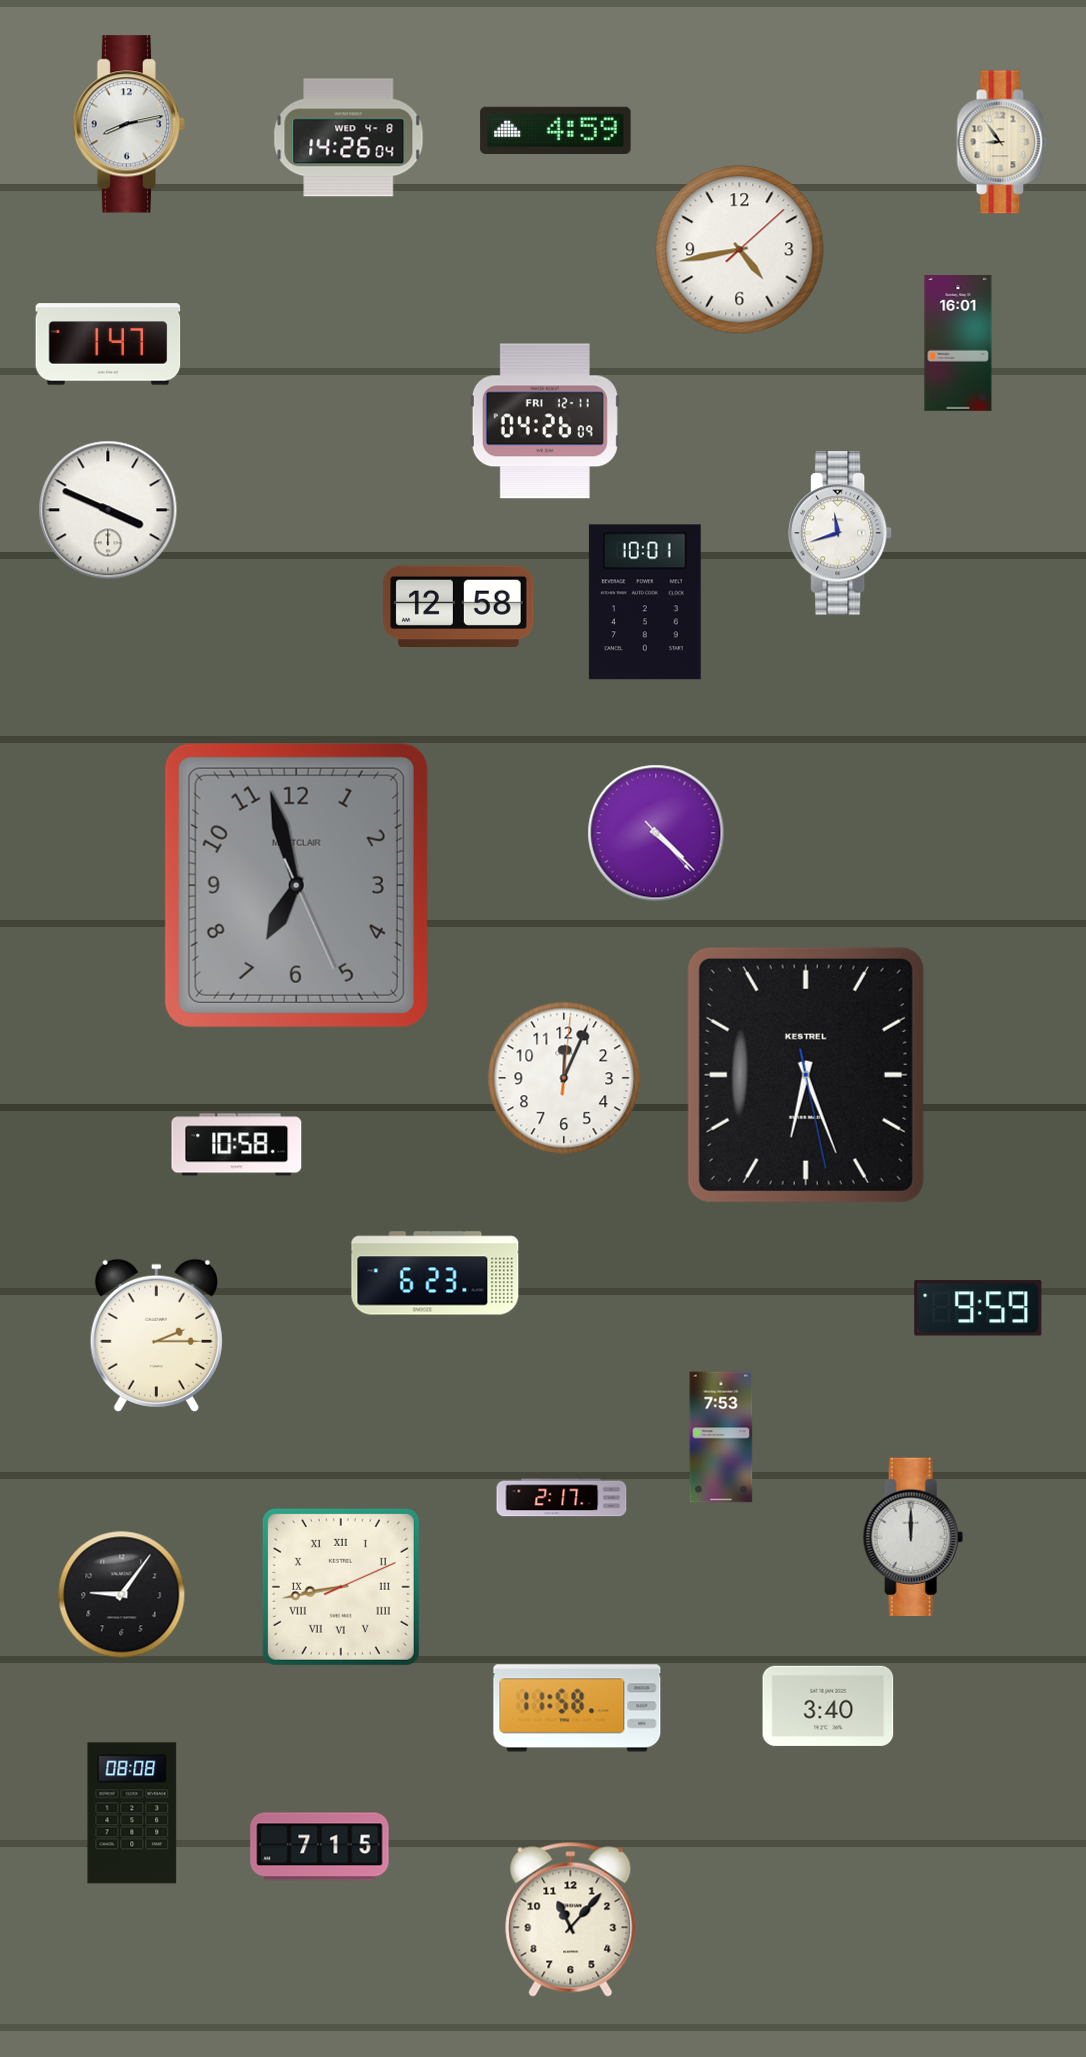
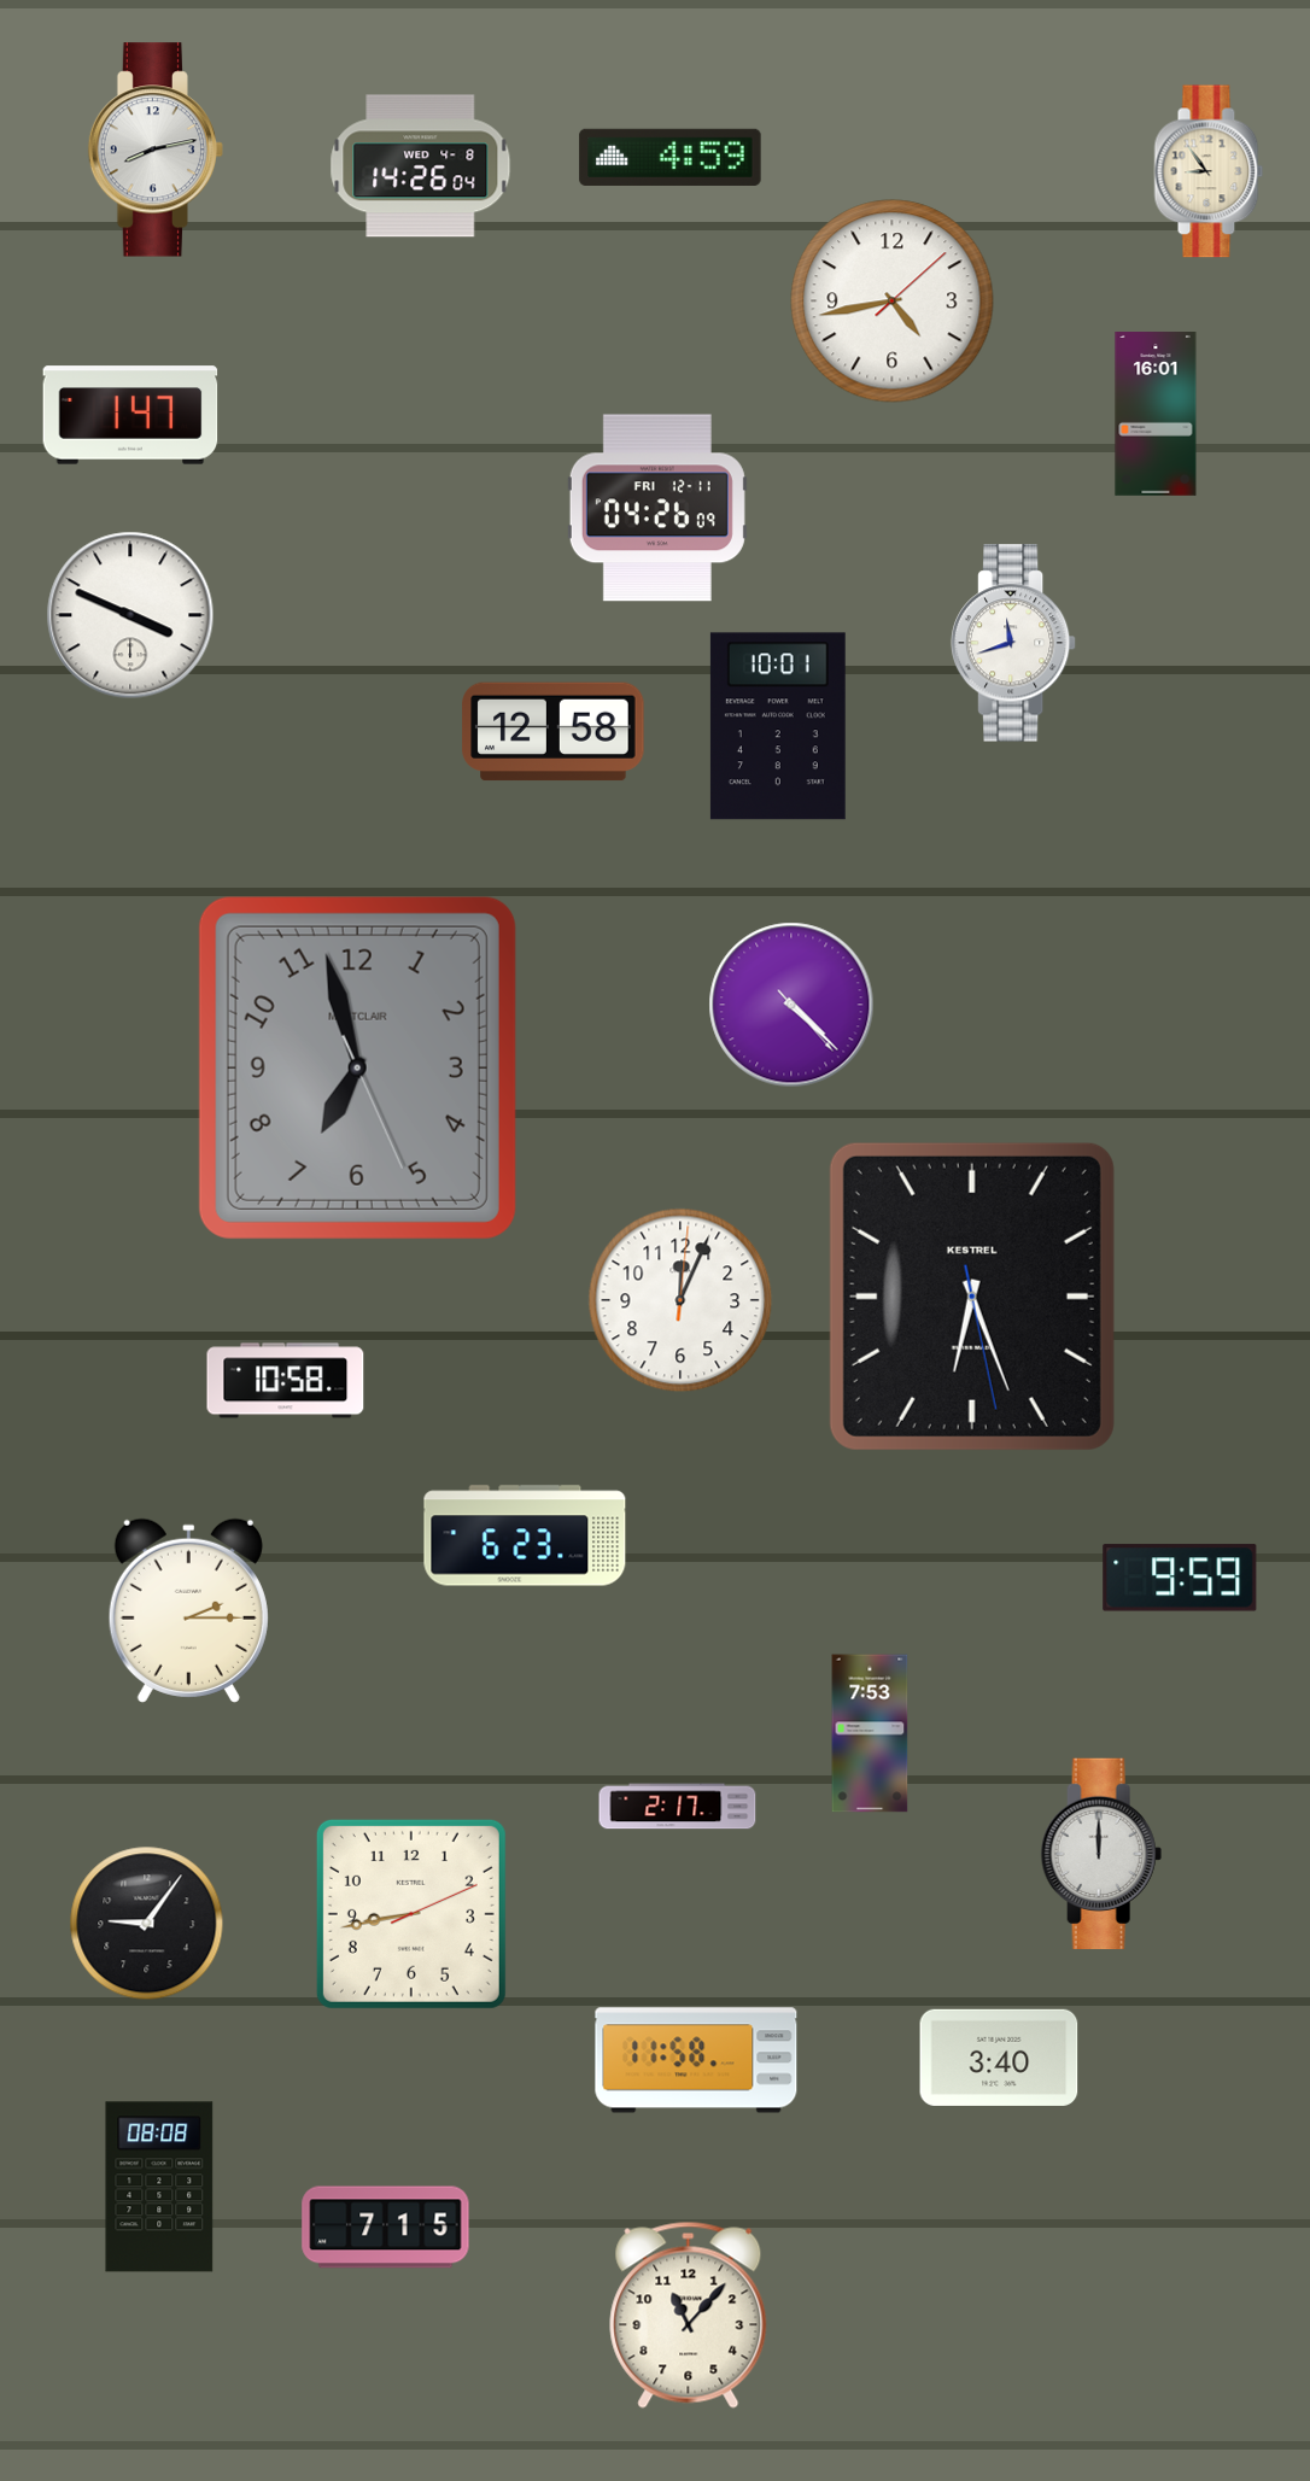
clock at (341, 1587) numerals: Roman -> Arabic
